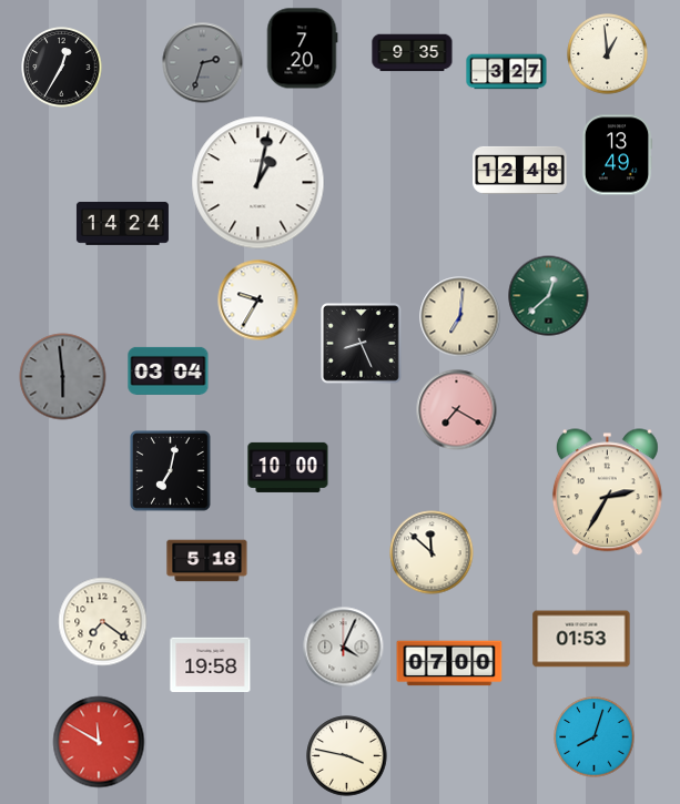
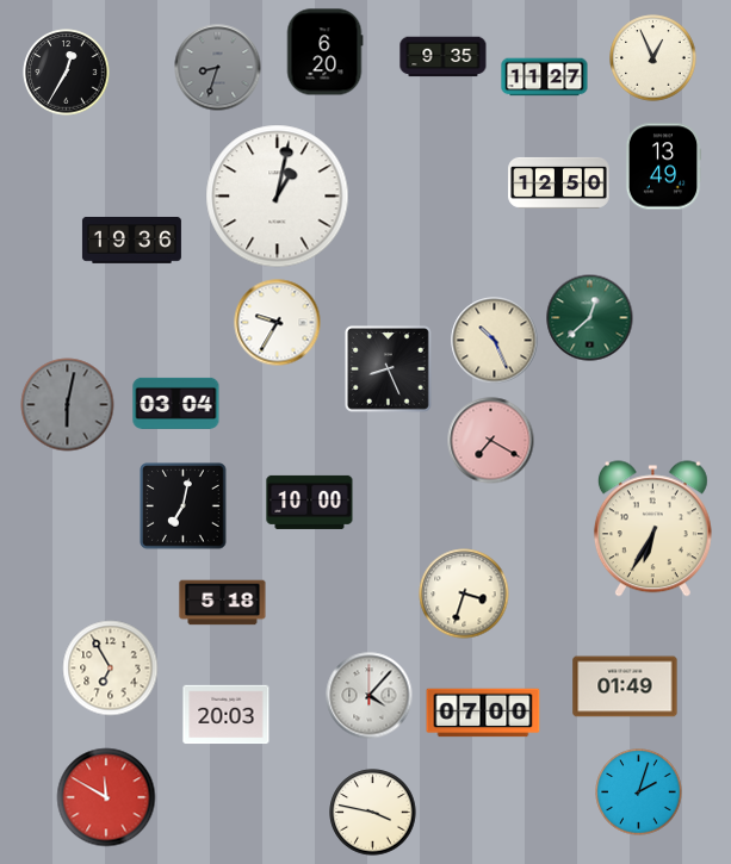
clock at (302, 49): 7:20 -> 6:20
clock at (608, 54): 12:59 -> 12:56
clock at (203, 63): 2:33 -> 8:33
clock at (507, 72): 3:27 -> 11:27
clock at (520, 170): 12:48 -> 12:50
clock at (122, 223): 14:24 -> 19:36
clock at (460, 317): 7:01 -> 10:26
clock at (169, 370) position: (169, 370) -> (176, 403)
clock at (63, 377): 5:59 -> 6:02
clock at (607, 492): 2:35 -> 6:35
clock at (432, 552): 11:52 -> 3:33
clock at (103, 622): 7:21 -> 6:55
clock at (581, 639): 01:53 -> 01:49
clock at (344, 648): 4:04 -> 4:07
clock at (211, 665): 19:58 -> 20:03
clock at (595, 737): 8:03 -> 2:03
